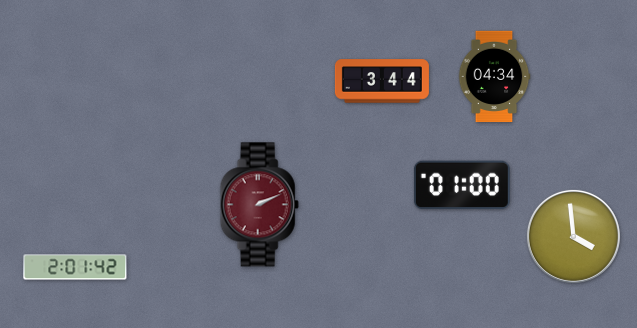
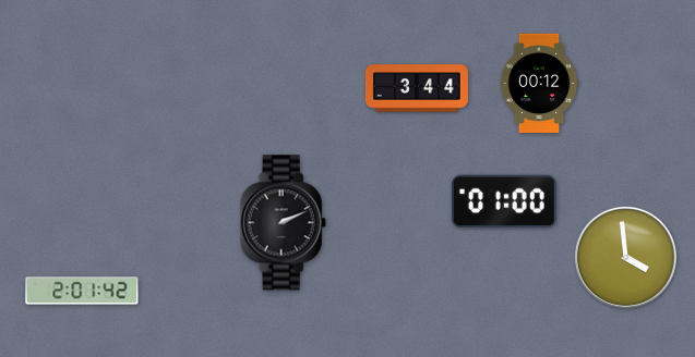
clock at (494, 77): 04:34 -> 00:12
clock at (259, 205) dial: burgundy -> black
